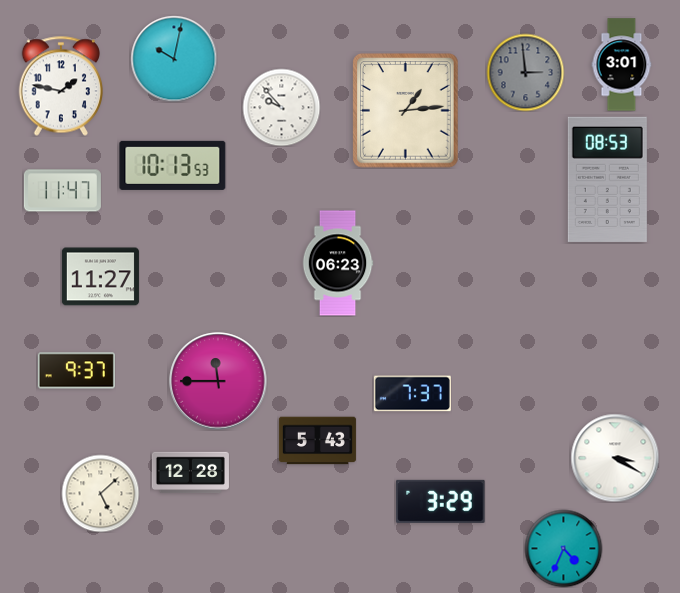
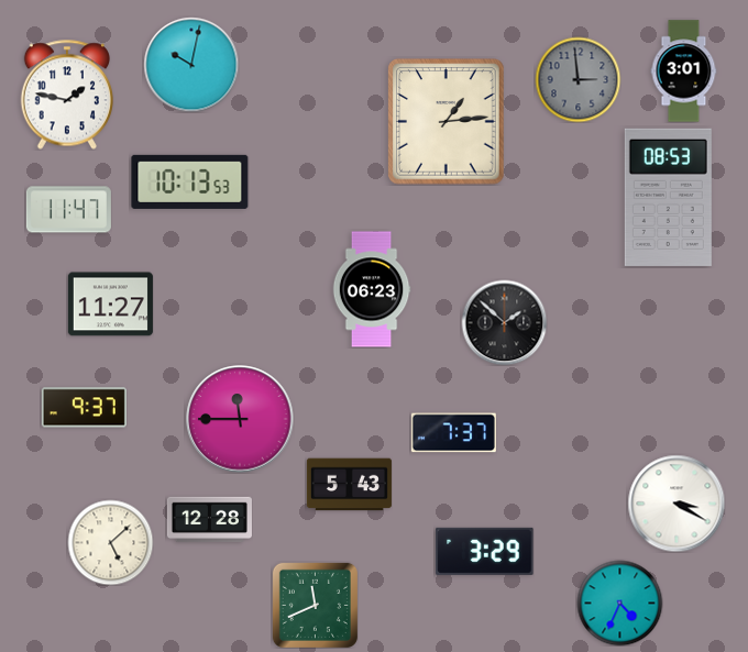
clock at (281, 107): 9:53 -> none
clock at (504, 322): none -> 1:52
clock at (315, 605): none -> 11:41
